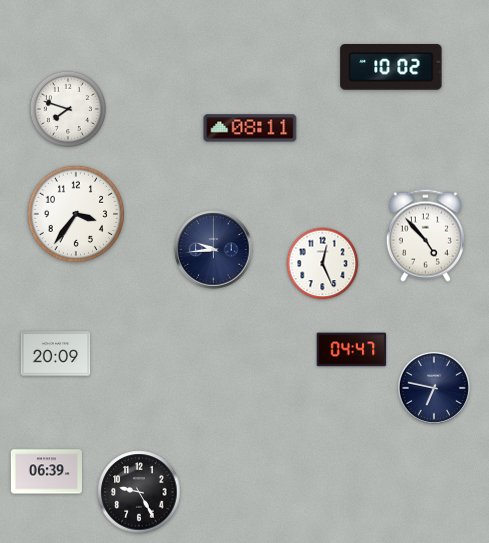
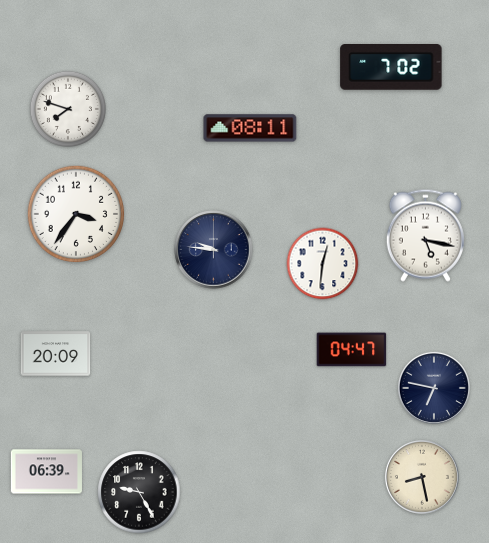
clock at (391, 68): 10:02 -> 7:02
clock at (425, 235): 4:53 -> 5:17
clock at (214, 250): 9:44 -> 9:46
clock at (323, 264): 12:26 -> 12:31
clock at (422, 477): none -> 8:28
